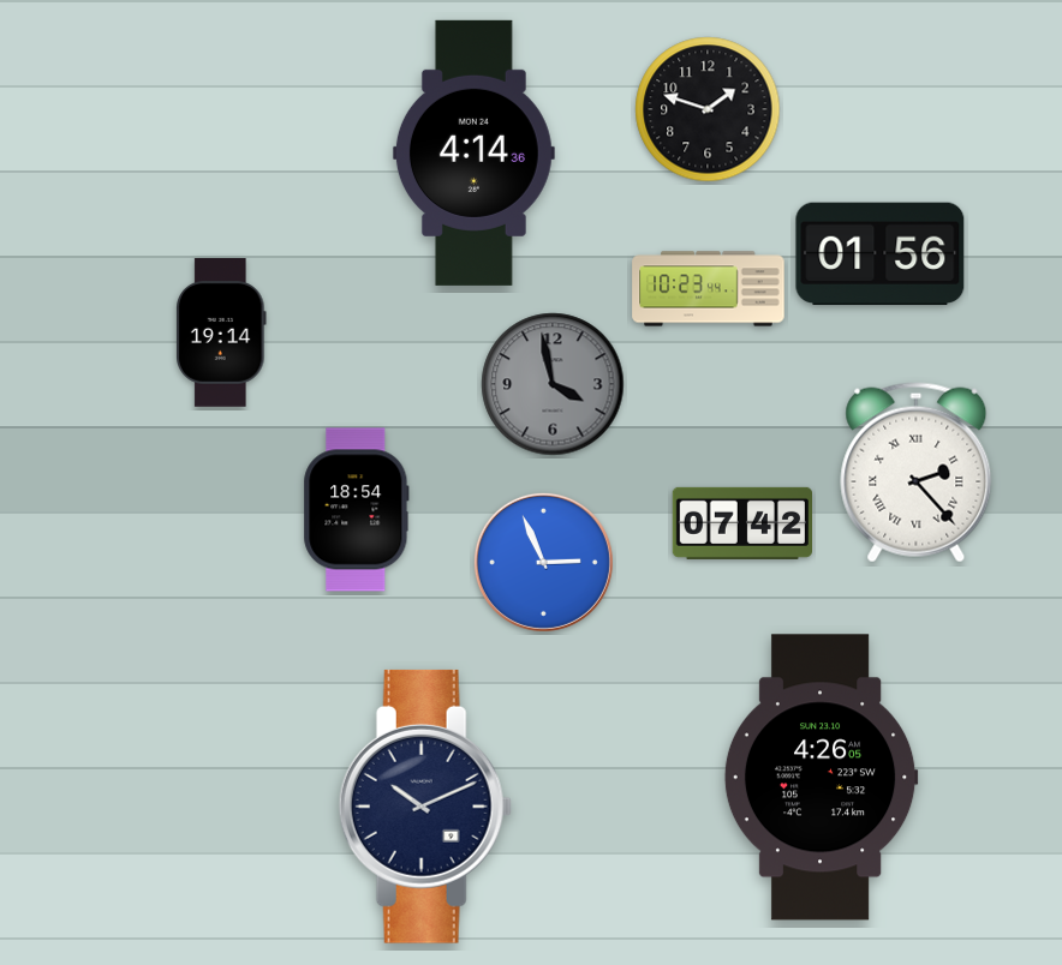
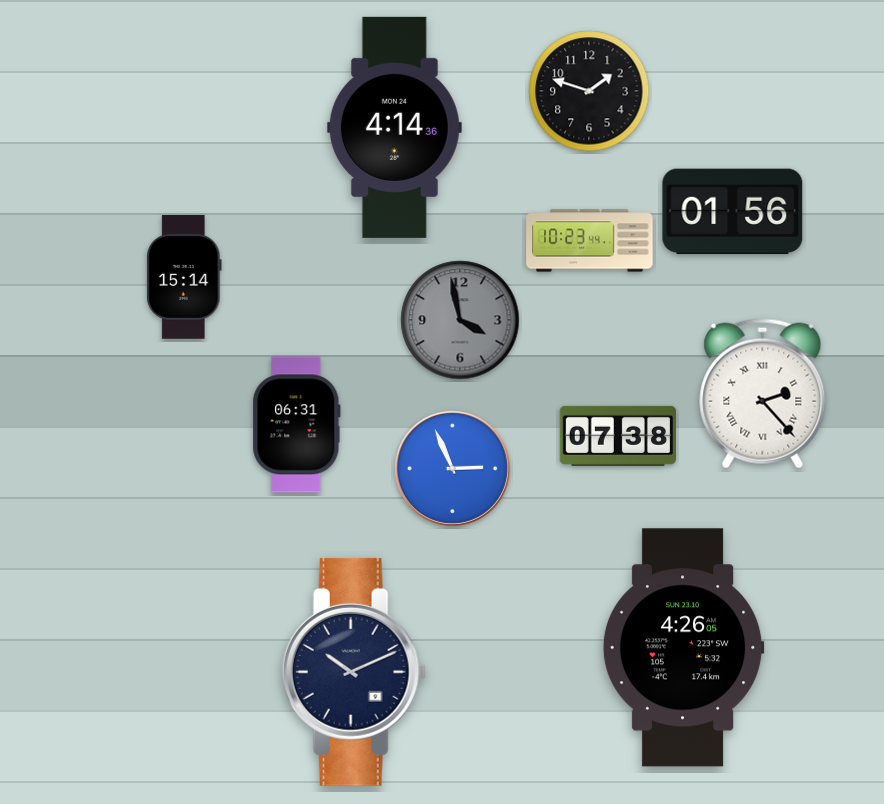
clock at (221, 334): 19:14 -> 15:14
clock at (357, 510): 18:54 -> 06:31
clock at (741, 523): 07:42 -> 07:38
